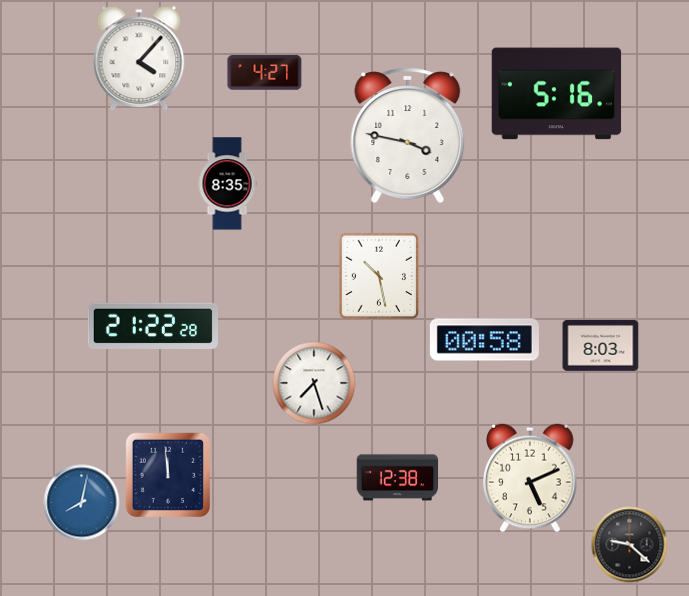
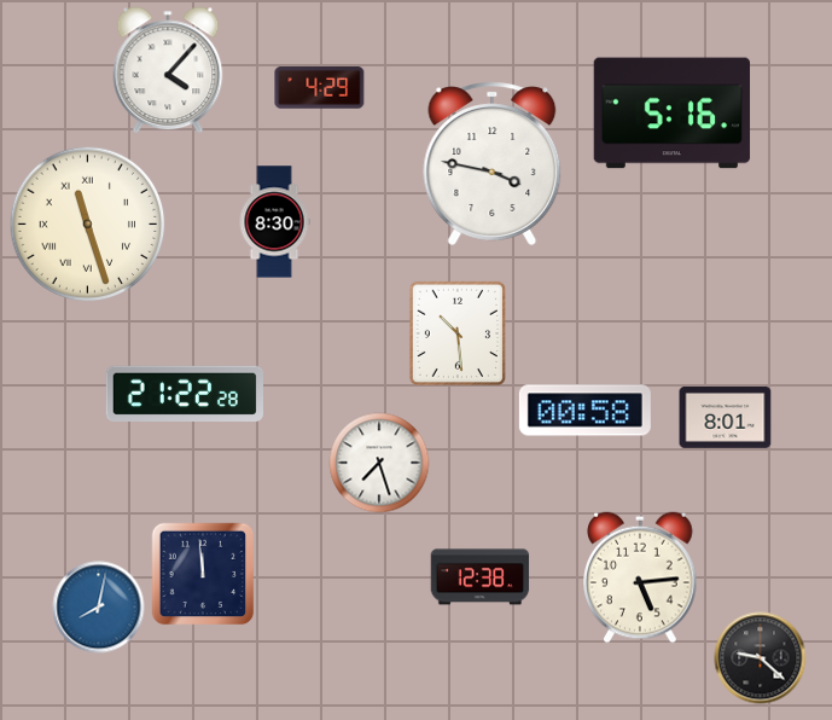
clock at (265, 73): 4:27 -> 4:29
clock at (227, 184): 8:35 -> 8:30
clock at (88, 225): none -> 11:27
clock at (379, 275): 10:28 -> 10:29
clock at (601, 345): 8:03 -> 8:01
clock at (530, 478): 5:11 -> 5:14
